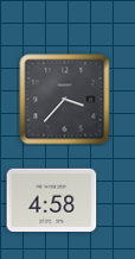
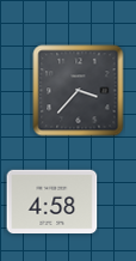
clock at (65, 100) position: (65, 100) -> (79, 91)
